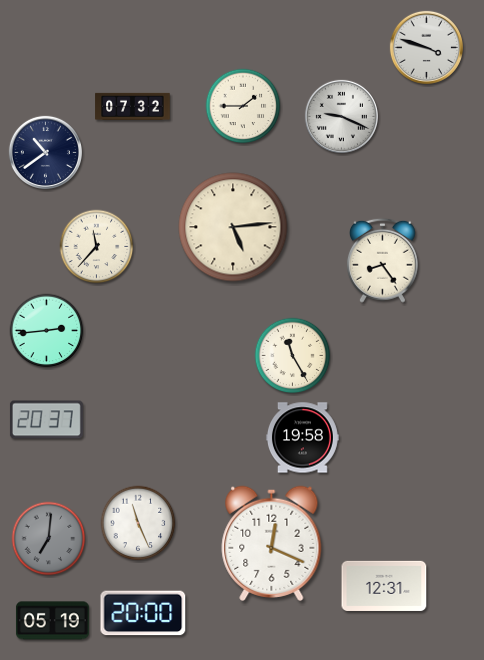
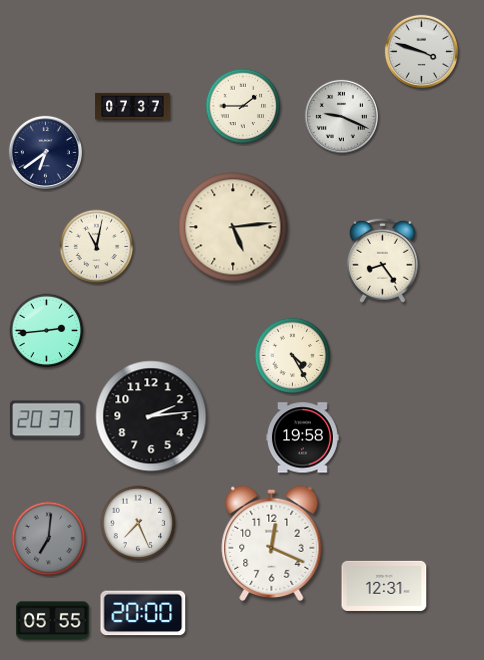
clock at (426, 47) position: (426, 47) -> (421, 51)
clock at (133, 106): 07:32 -> 07:37
clock at (45, 152): 10:39 -> 6:39
clock at (97, 247): 11:37 -> 11:02
clock at (293, 356): 11:25 -> 4:25
clock at (151, 416): none -> 2:14
clock at (138, 523): 11:26 -> 7:26
clock at (52, 621): 05:19 -> 05:55
